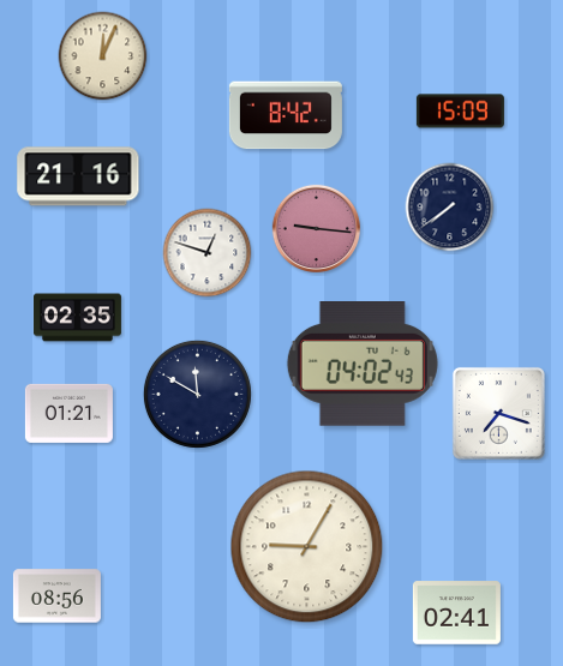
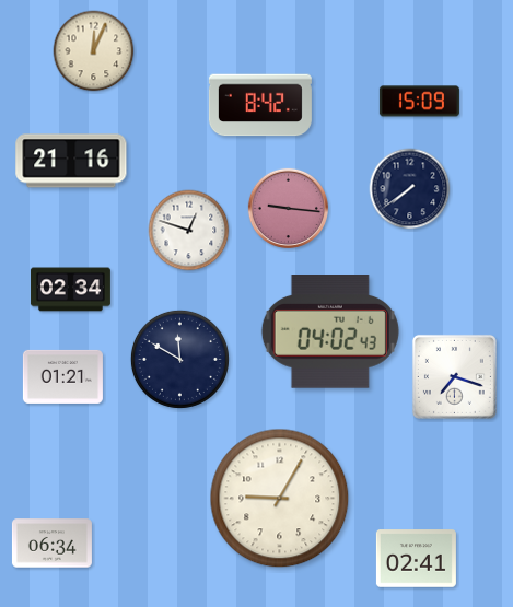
clock at (77, 318): 02:35 -> 02:34
clock at (56, 596): 08:56 -> 06:34
